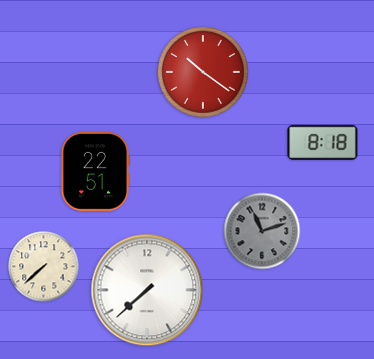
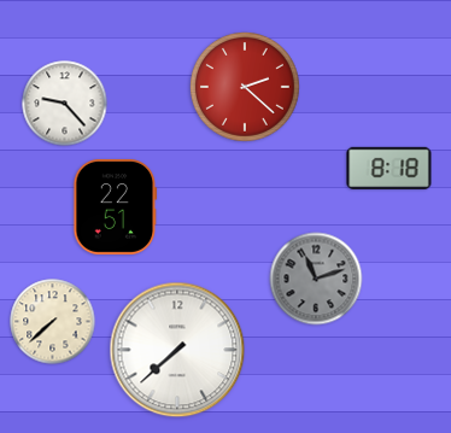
clock at (203, 72): 10:21 -> 2:22
clock at (65, 104): none -> 9:23
clock at (323, 142) position: (323, 142) -> (389, 168)
